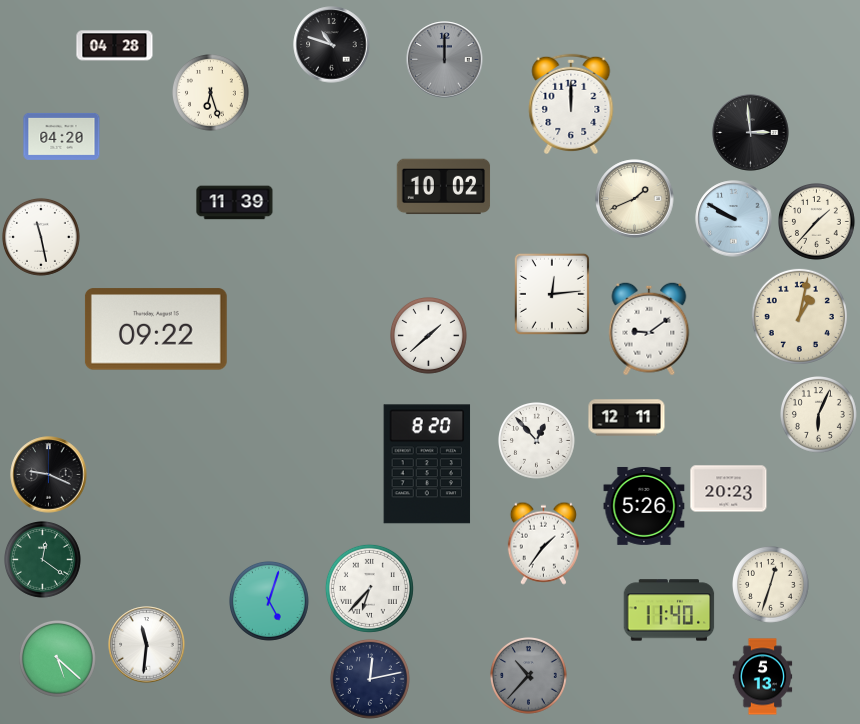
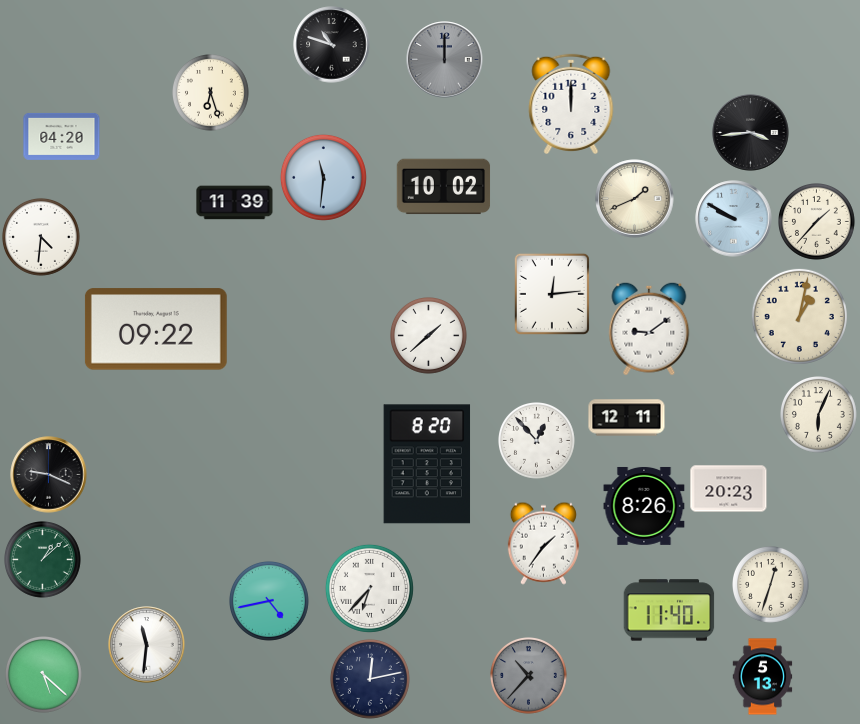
clock at (115, 46): 04:28 -> none
clock at (751, 133): 2:59 -> 3:44
clock at (323, 177): none -> 11:31
clock at (41, 237): 11:28 -> 4:31
clock at (644, 506): 5:26 -> 8:26
clock at (43, 560): 12:21 -> 1:08
clock at (269, 601): 5:03 -> 4:43
clock at (58, 659) position: (58, 659) -> (44, 675)
